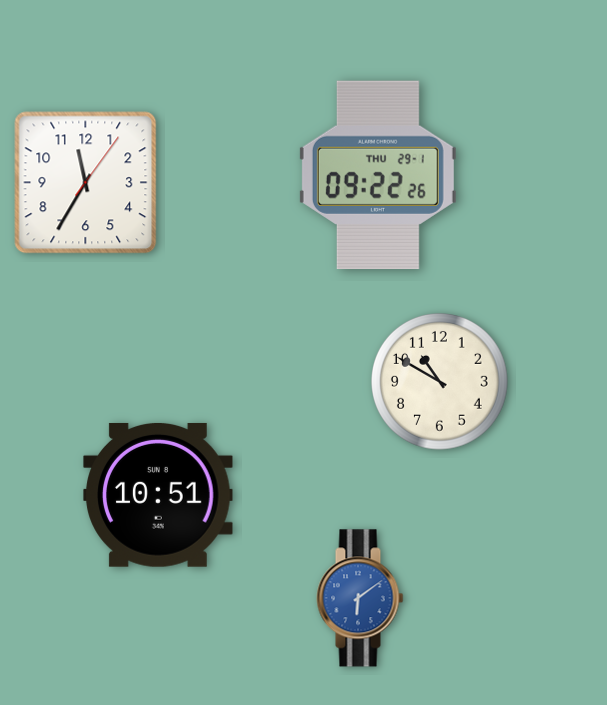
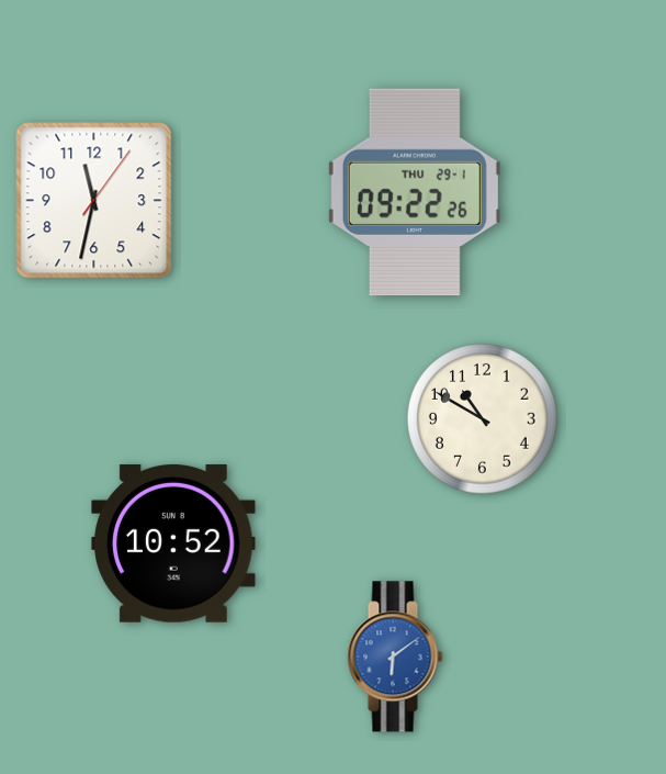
clock at (86, 183): 11:35 -> 11:32
clock at (158, 495): 10:51 -> 10:52
